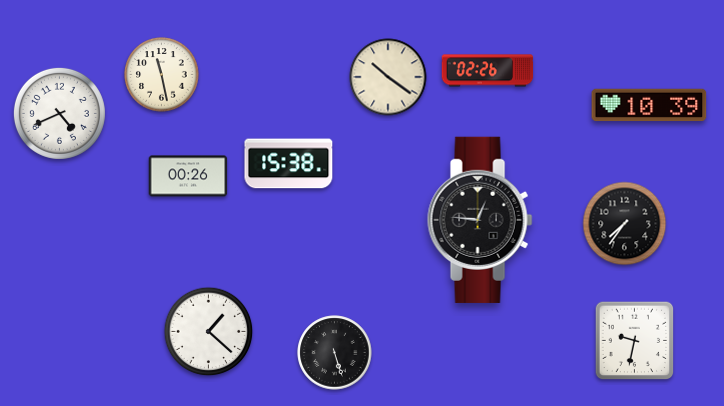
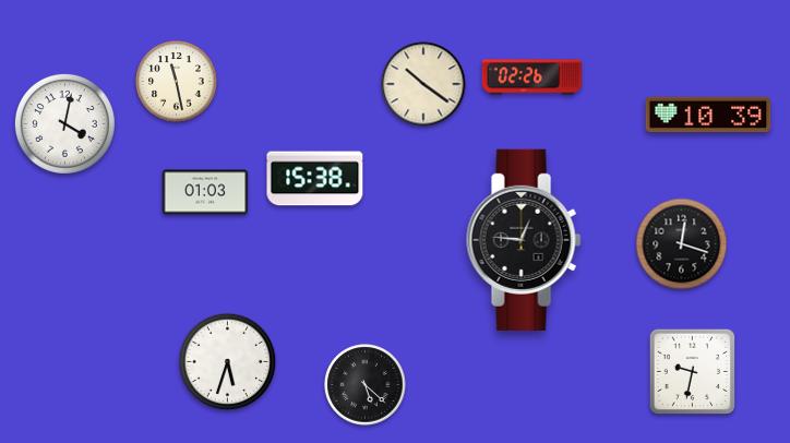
clock at (59, 113): 4:41 -> 4:02
clock at (188, 176): 00:26 -> 01:03
clock at (625, 224): 7:36 -> 12:18
clock at (209, 332): 1:22 -> 5:33
clock at (335, 353): 5:27 -> 5:22
